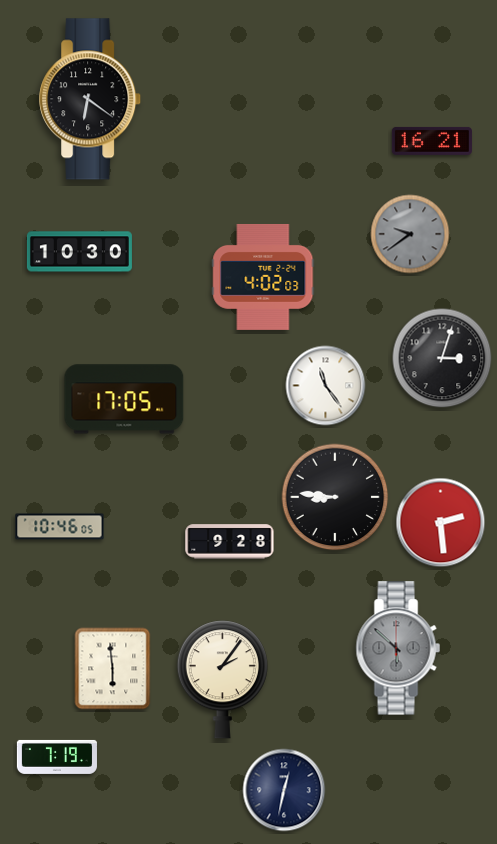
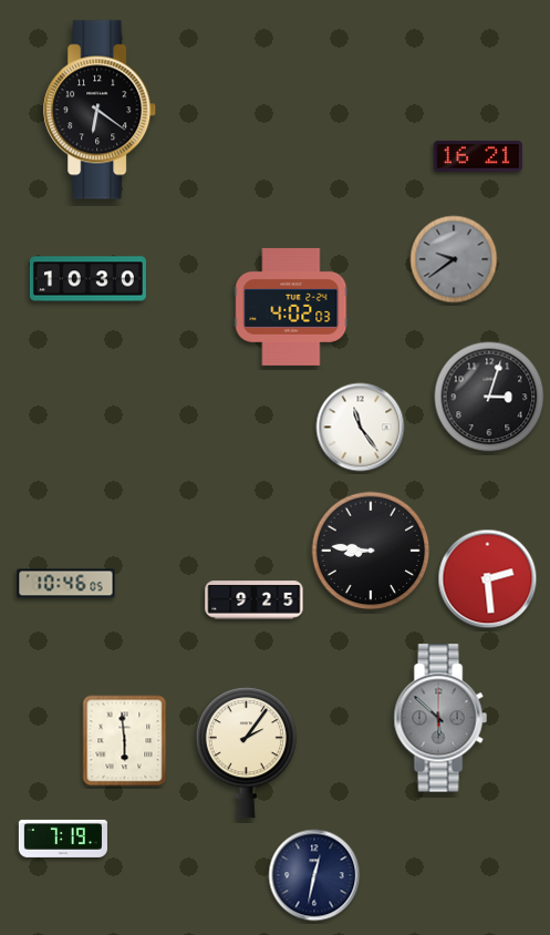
clock at (124, 399): 17:05 -> none
clock at (230, 542): 9:28 -> 9:25
